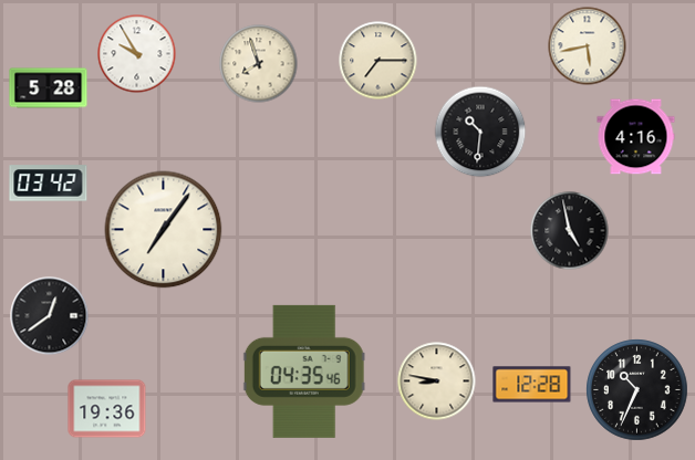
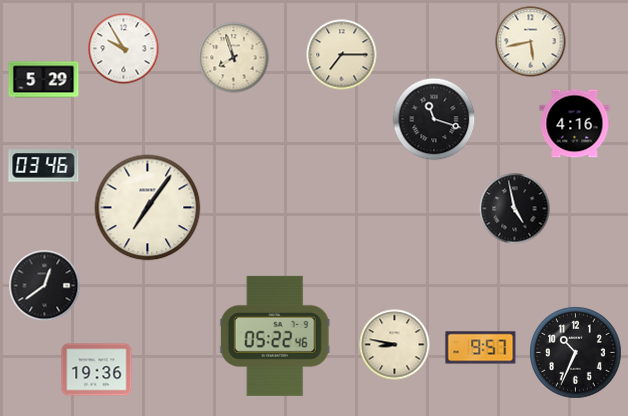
clock at (49, 88): 5:28 -> 5:29
clock at (480, 132): 10:31 -> 11:18
clock at (49, 184): 03:42 -> 03:46
clock at (304, 372): 04:35 -> 05:22
clock at (532, 385): 12:28 -> 9:57
